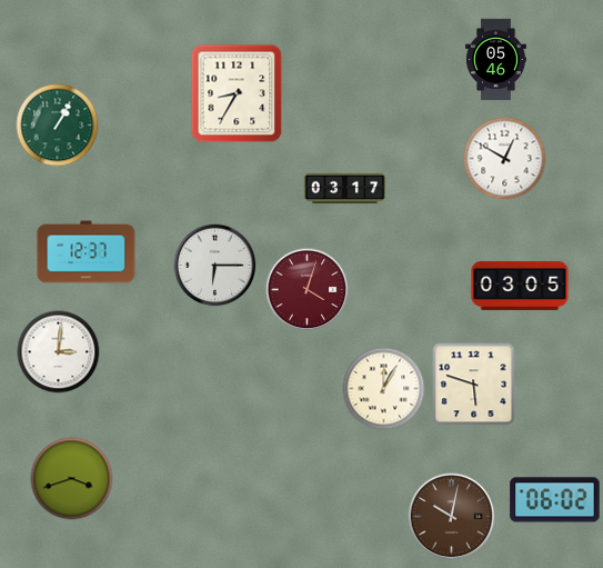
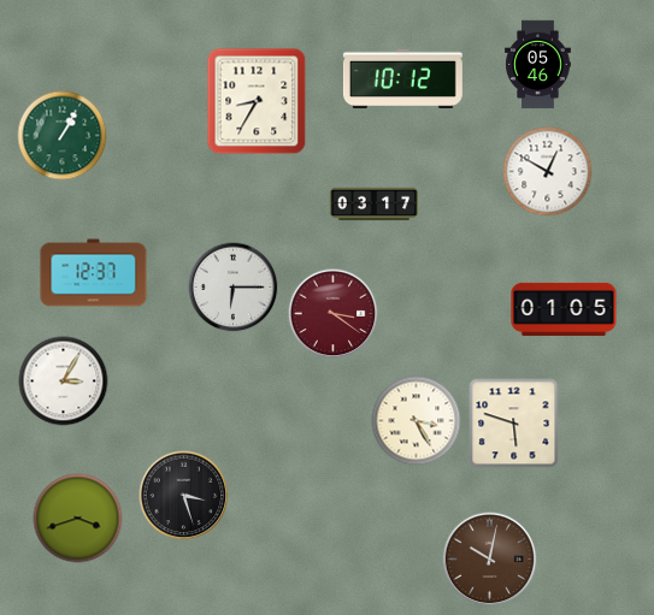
clock at (402, 79): none -> 10:12
clock at (520, 286): 03:05 -> 01:05
clock at (308, 290): 4:03 -> 3:21
clock at (59, 352): 3:01 -> 3:05
clock at (474, 385) position: (474, 385) -> (514, 424)
clock at (384, 389): 12:05 -> 3:25
clock at (184, 496): none -> 3:27
clock at (555, 500): 06:02 -> none
